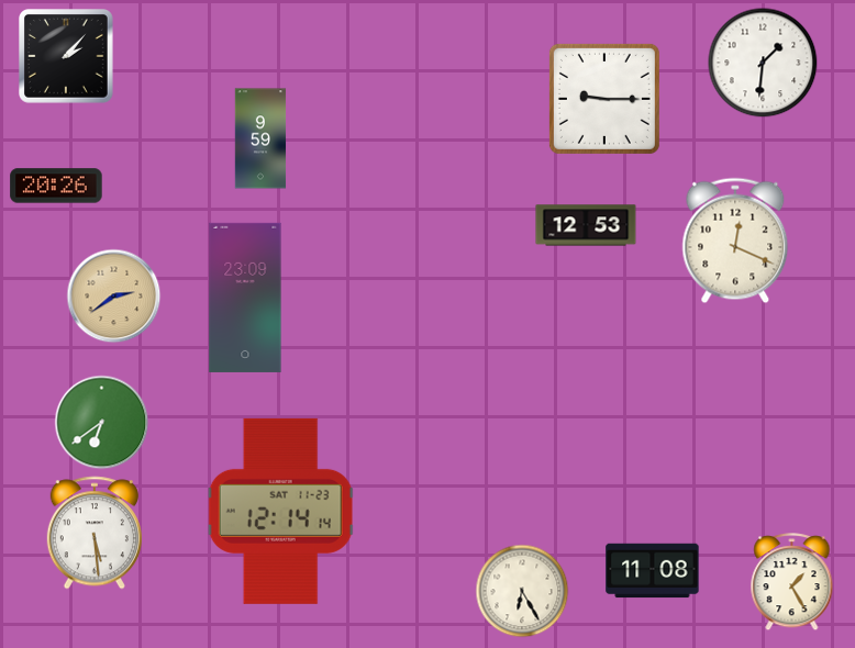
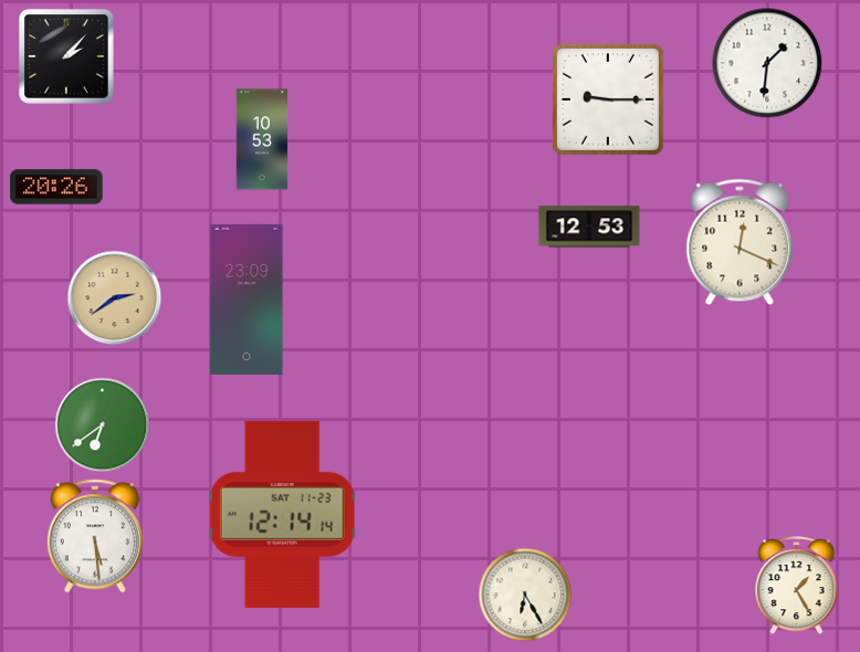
clock at (260, 138): 9:59 -> 10:53
clock at (653, 571): 11:08 -> none
